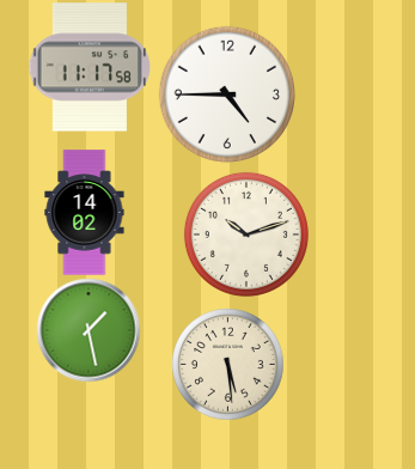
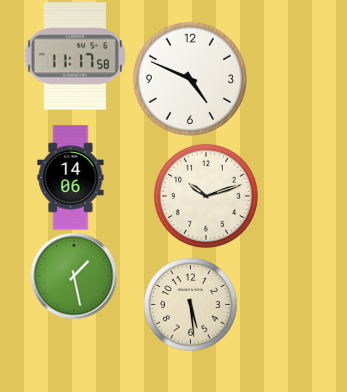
clock at (227, 95): 4:45 -> 4:49
clock at (85, 213): 14:02 -> 14:06
